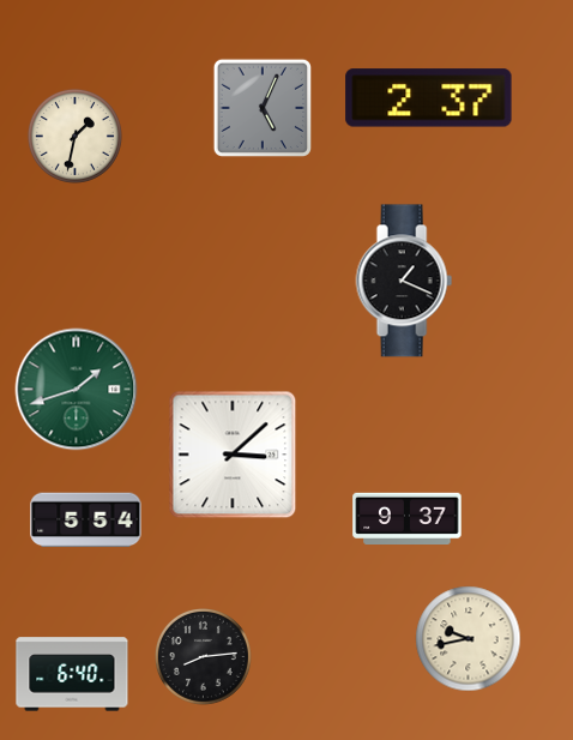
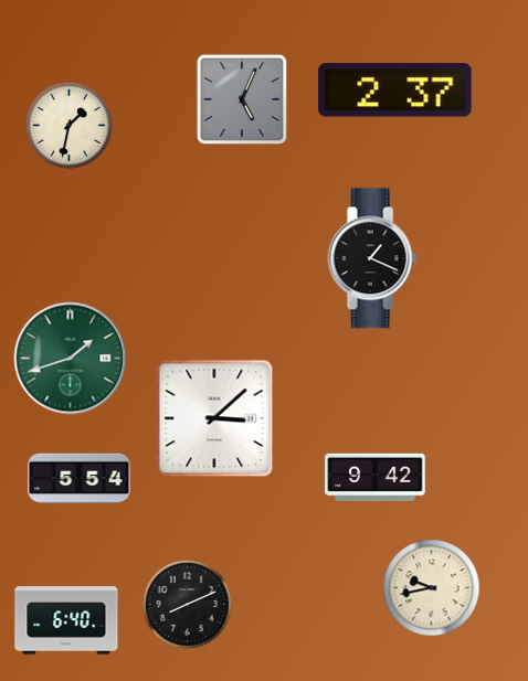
clock at (408, 519): 9:37 -> 9:42
clock at (204, 657): 8:14 -> 8:11
